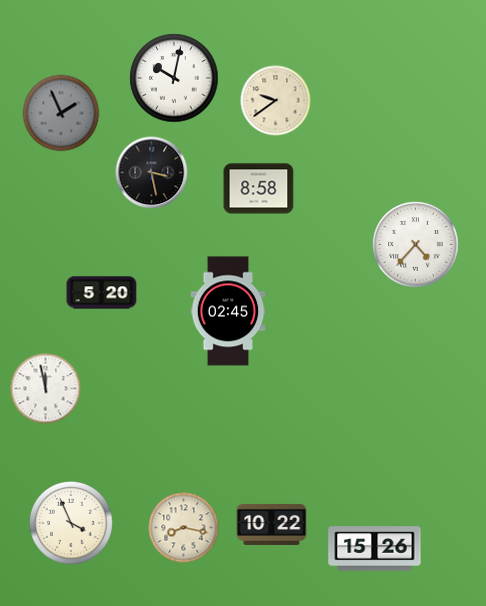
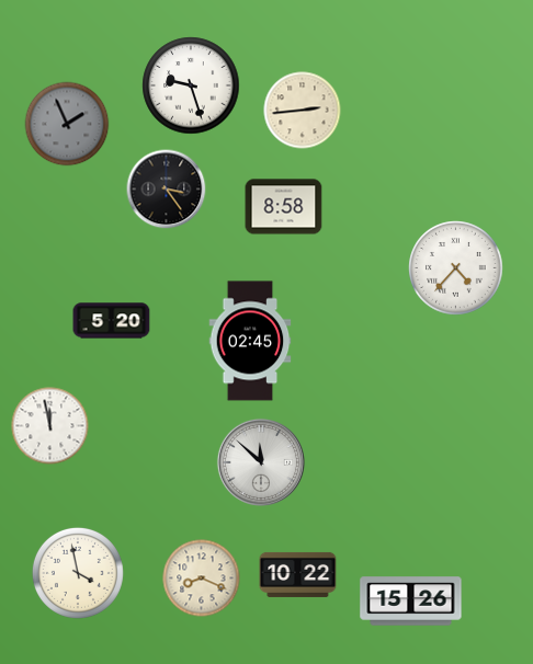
clock at (174, 78): 10:02 -> 9:27
clock at (276, 101): 9:39 -> 2:44
clock at (152, 173): 3:28 -> 3:24
clock at (261, 462): none -> 11:52
clock at (71, 523): 3:56 -> 3:58
clock at (184, 528): 8:17 -> 8:19
